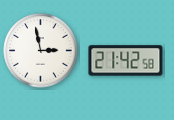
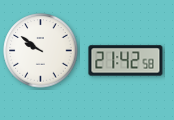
clock at (41, 51): 2:58 -> 9:51
